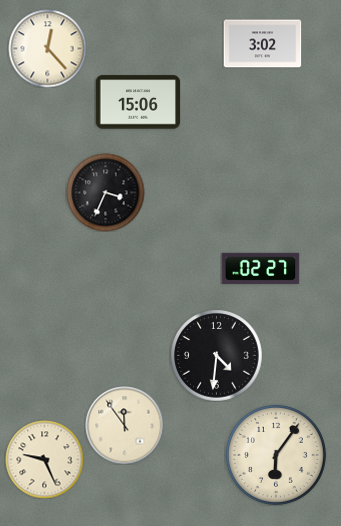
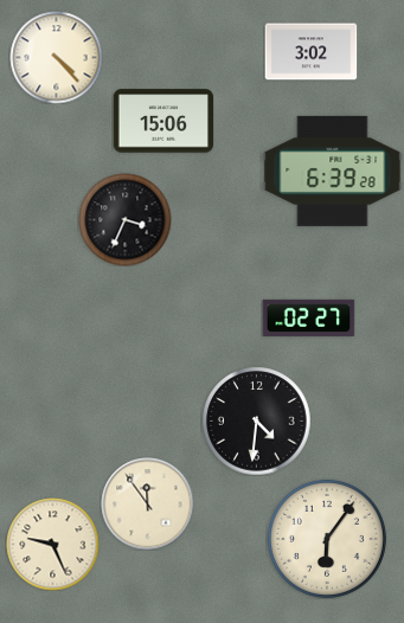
clock at (47, 48): 12:23 -> 4:23
clock at (333, 171): none -> 6:39
clock at (105, 192) position: (105, 192) -> (124, 219)
